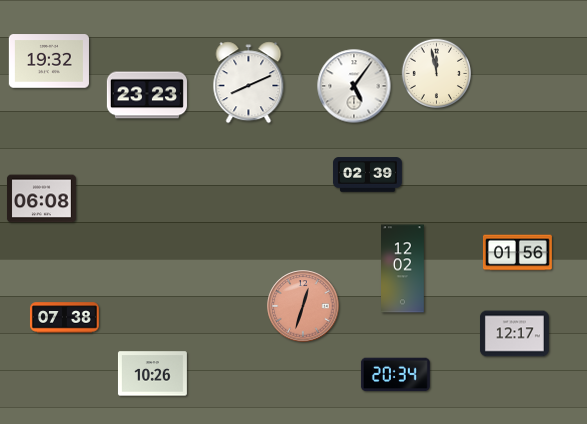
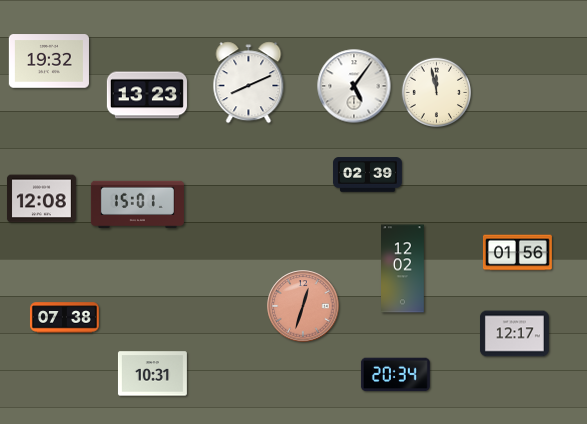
clock at (437, 74) position: (437, 74) -> (437, 93)
clock at (147, 95): 23:23 -> 13:23
clock at (41, 199): 06:08 -> 12:08
clock at (137, 204): none -> 15:01
clock at (152, 374): 10:26 -> 10:31
